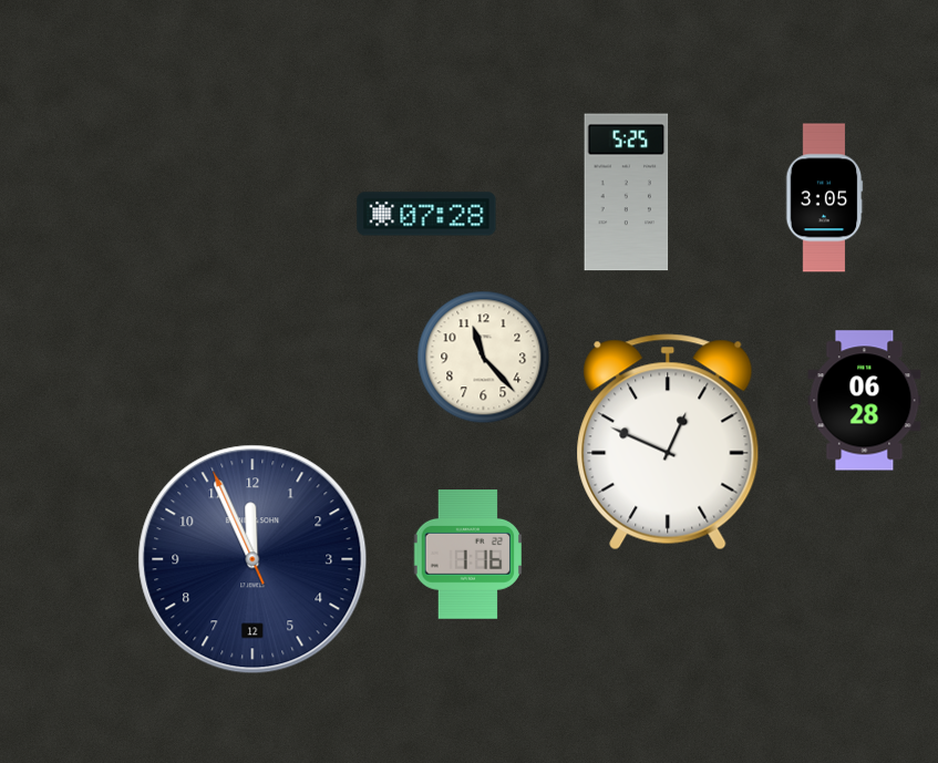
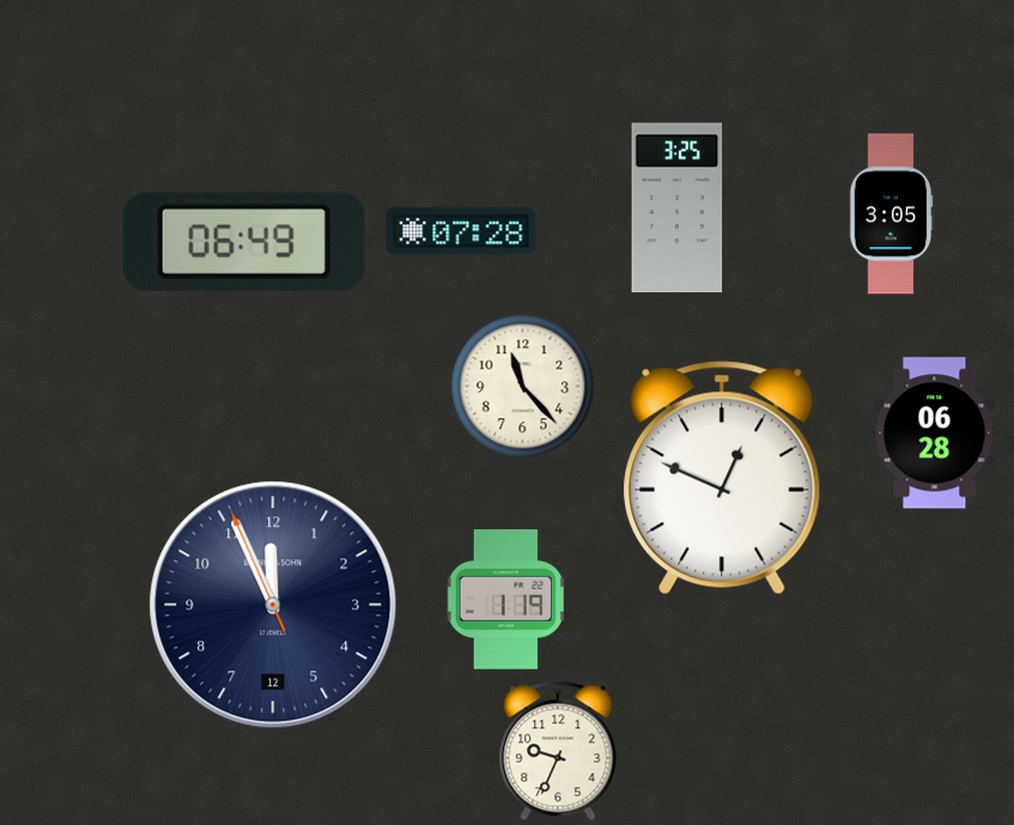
clock at (627, 193): 5:25 -> 3:25
clock at (244, 242): none -> 06:49
clock at (468, 555): 1:16 -> 1:19
clock at (558, 751): none -> 9:34
